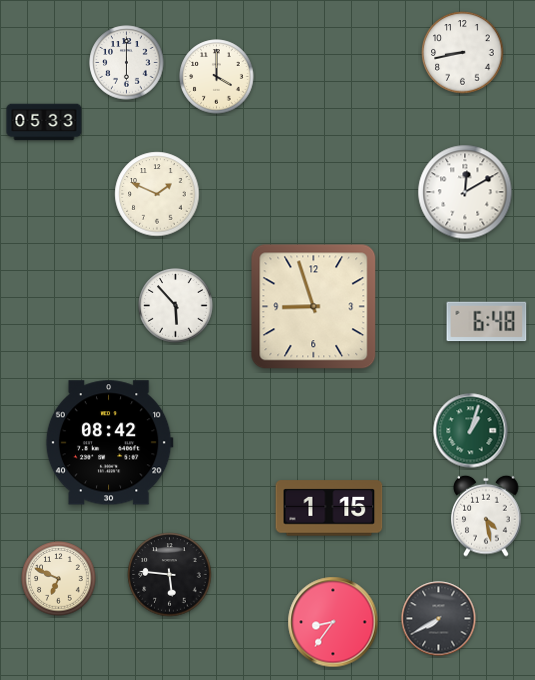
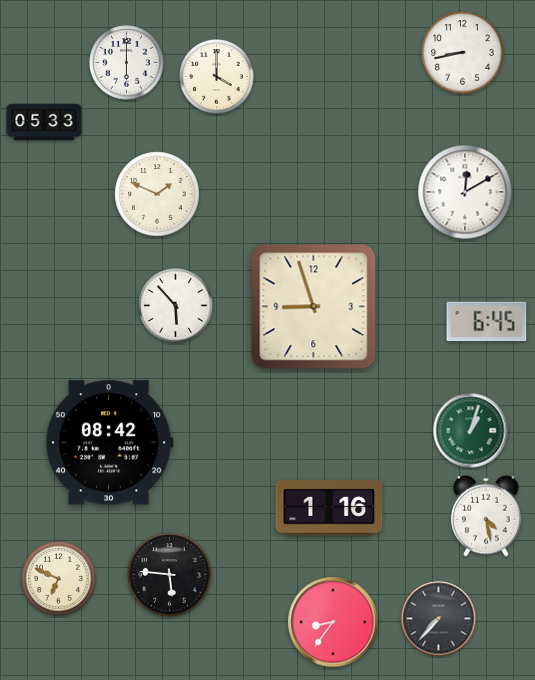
clock at (487, 322): 6:48 -> 6:45
clock at (329, 508): 1:15 -> 1:16
clock at (439, 619): 7:40 -> 7:37
